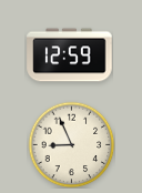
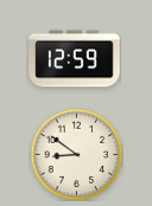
clock at (71, 144): 8:56 -> 8:51
